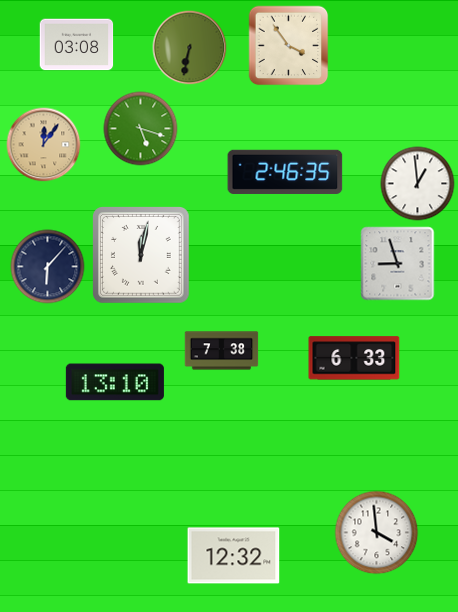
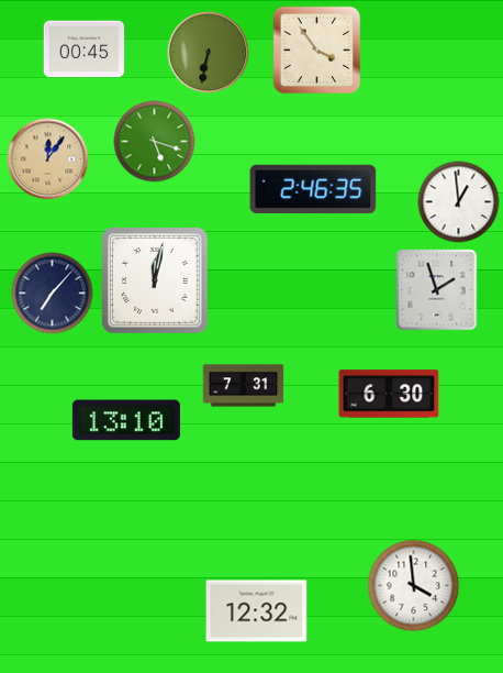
clock at (77, 45): 03:08 -> 00:45
clock at (398, 264): 8:57 -> 1:57
clock at (48, 267): 6:07 -> 7:07
clock at (222, 351): 7:38 -> 7:31
clock at (354, 358): 6:33 -> 6:30
